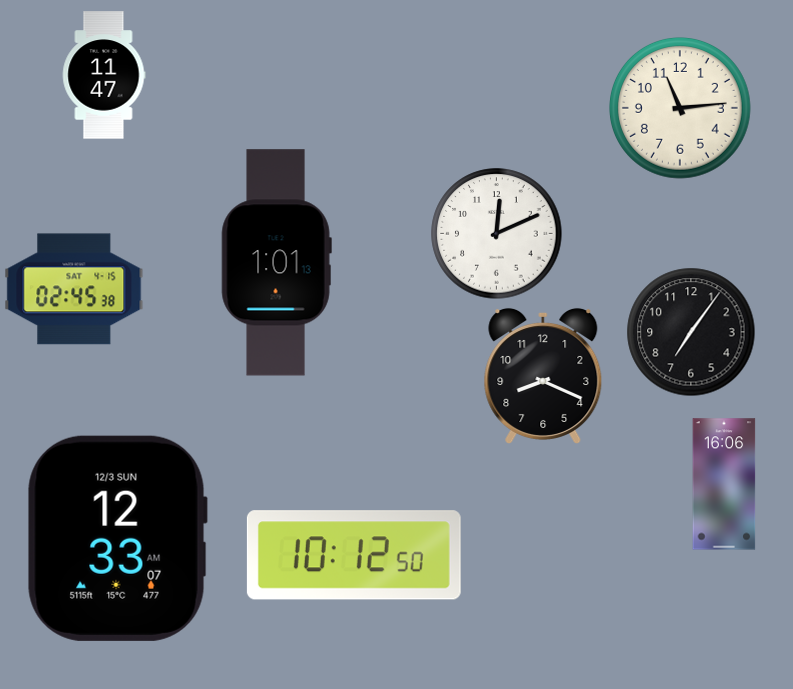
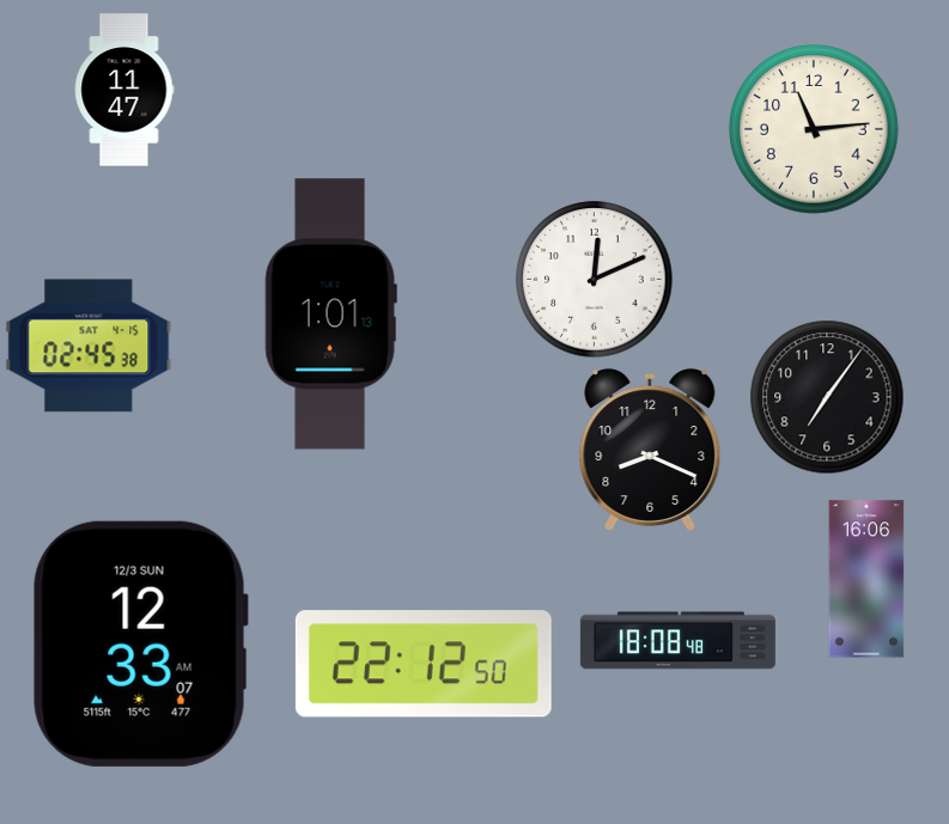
clock at (677, 641): none -> 18:08
clock at (354, 555): 10:12 -> 22:12
